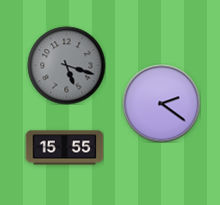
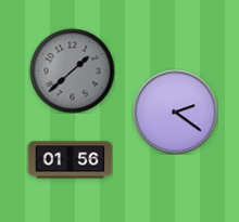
clock at (66, 65): 5:18 -> 1:38
clock at (64, 148): 15:55 -> 01:56
